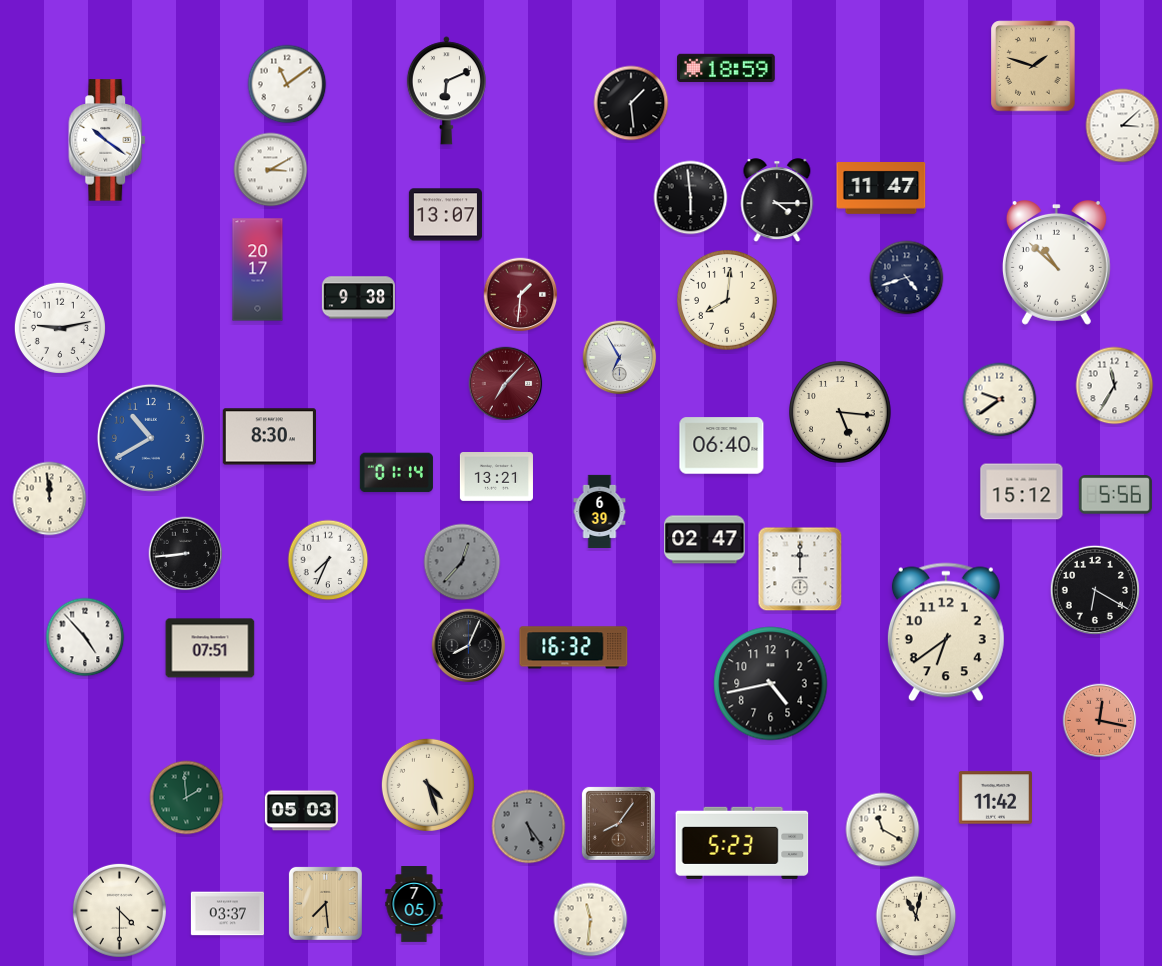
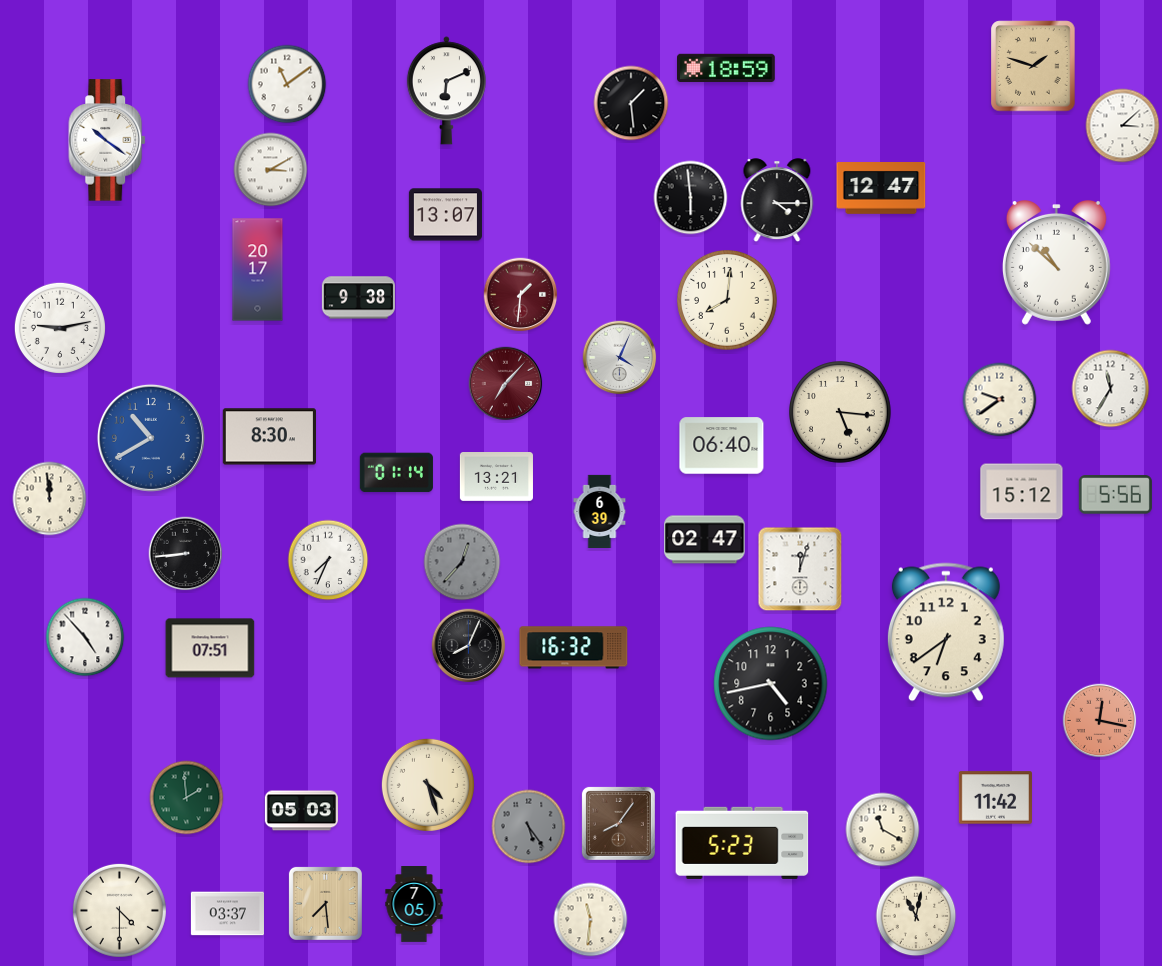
clock at (881, 189): 11:47 -> 12:47
clock at (907, 278): 4:42 -> none
clock at (620, 358): 6:55 -> 4:04
clock at (1115, 386) position: (1115, 386) -> (1111, 389)
clock at (800, 569): 12:00 -> 12:03
clock at (1095, 590): 6:20 -> none
